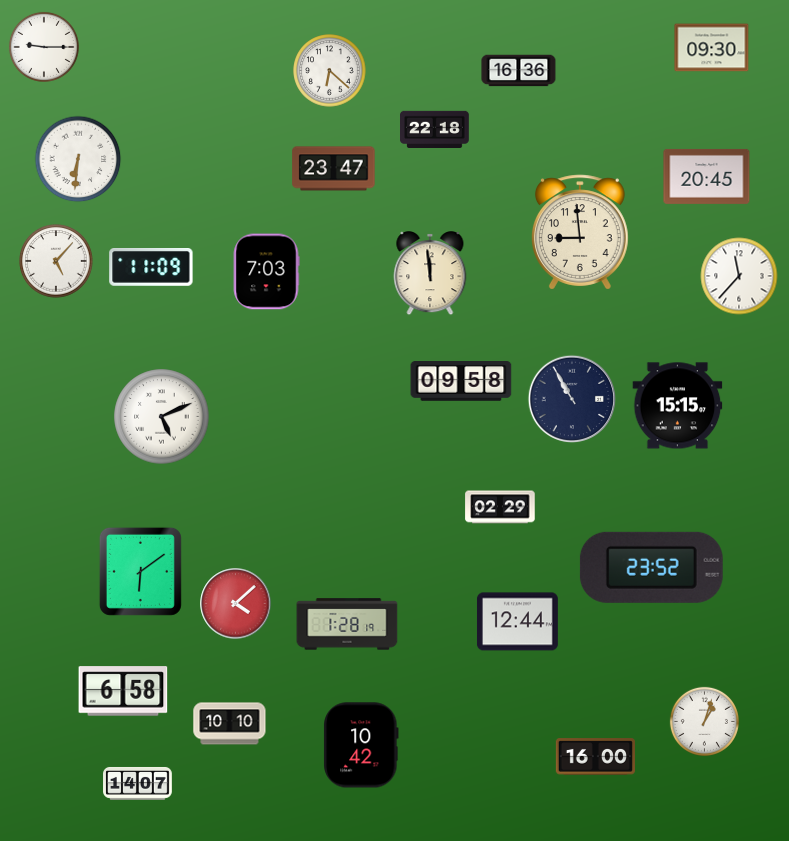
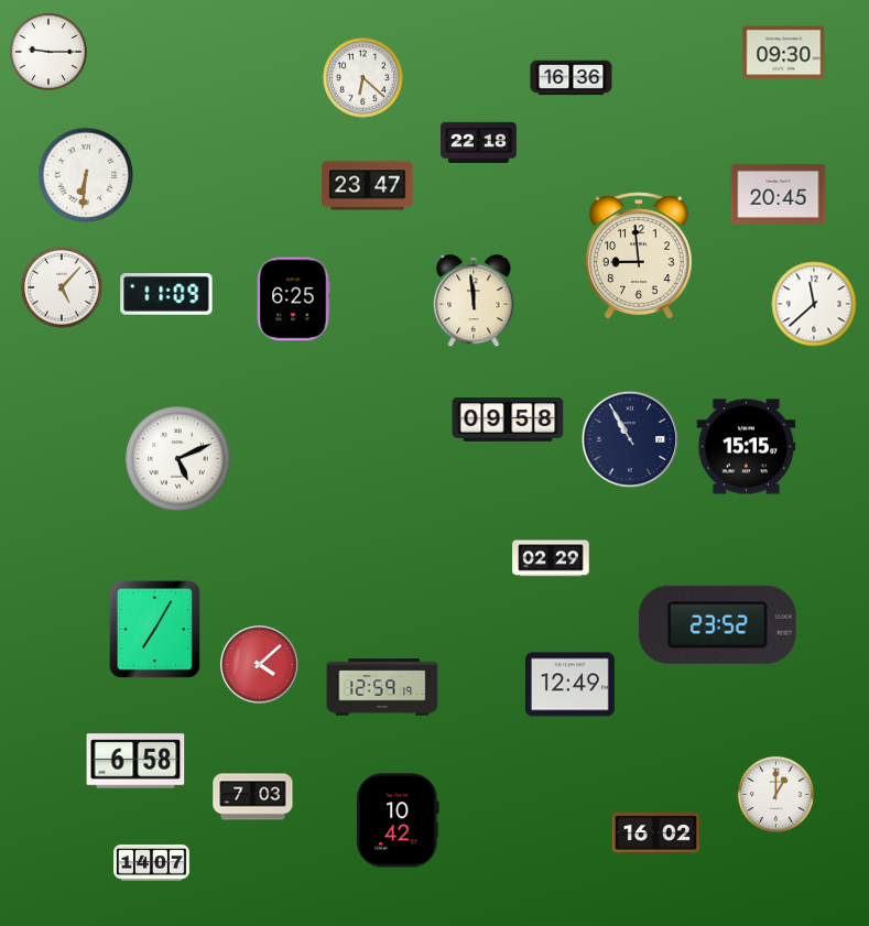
clock at (266, 272): 7:03 -> 6:25
clock at (739, 276): 11:37 -> 11:38
clock at (140, 571): 6:09 -> 7:05
clock at (517, 622): 12:44 -> 12:49
clock at (347, 624): 1:28 -> 12:59
clock at (704, 721): 1:03 -> 1:00
clock at (230, 724): 10:10 -> 7:03
clock at (595, 757): 16:00 -> 16:02
